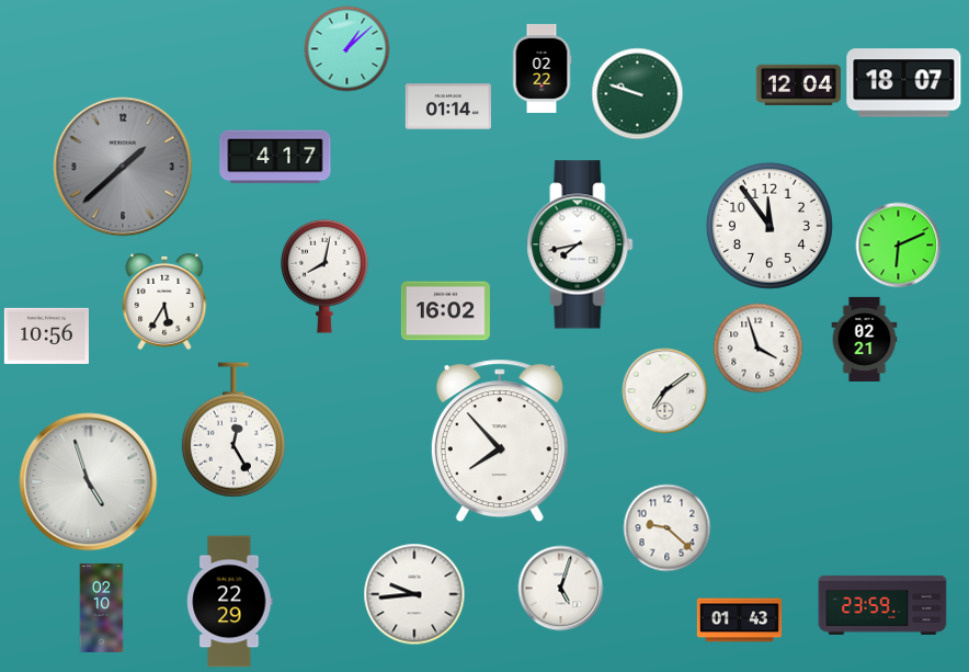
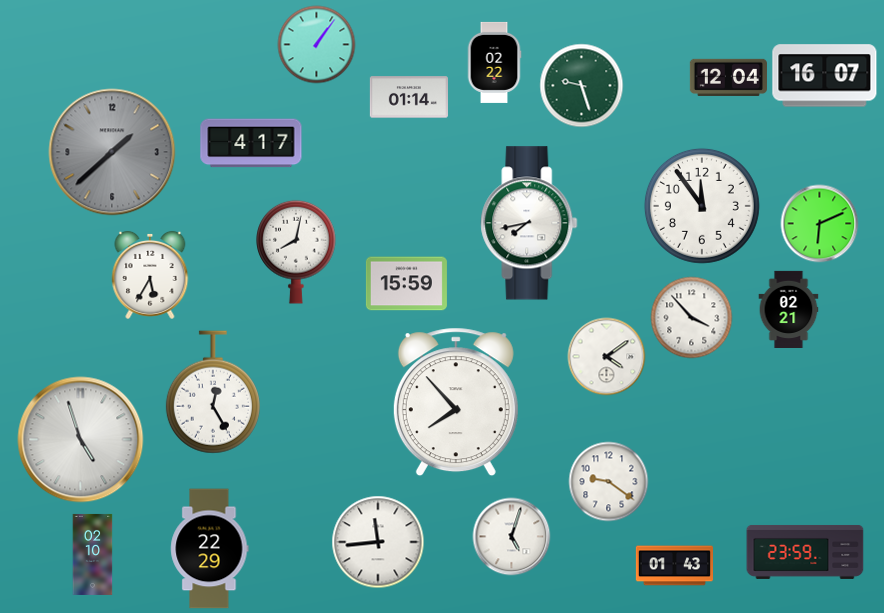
clock at (346, 48): 1:08 -> 1:06
clock at (904, 83): 18:07 -> 16:07
clock at (637, 93): 9:48 -> 9:27
clock at (445, 311): 16:02 -> 15:59
clock at (46, 335): 10:56 -> none
clock at (757, 348): 3:57 -> 3:53
clock at (664, 390): 7:09 -> 4:09
clock at (666, 527): 9:22 -> 9:21
clock at (414, 594): 9:44 -> 11:44
